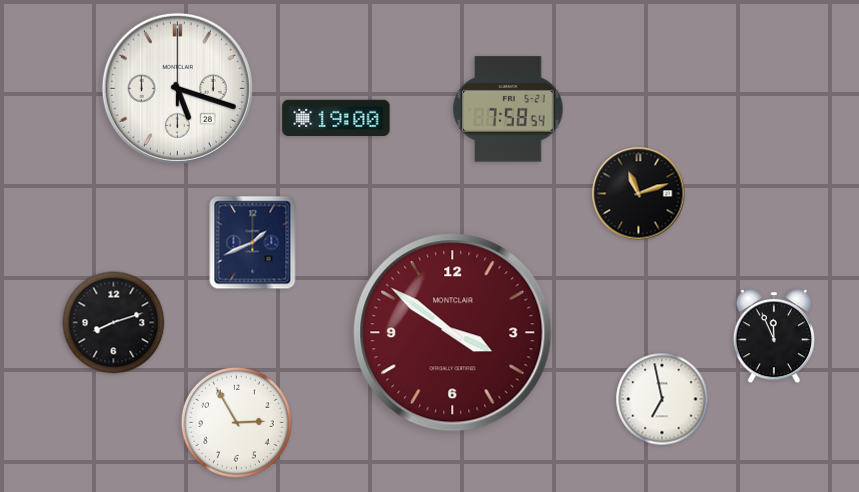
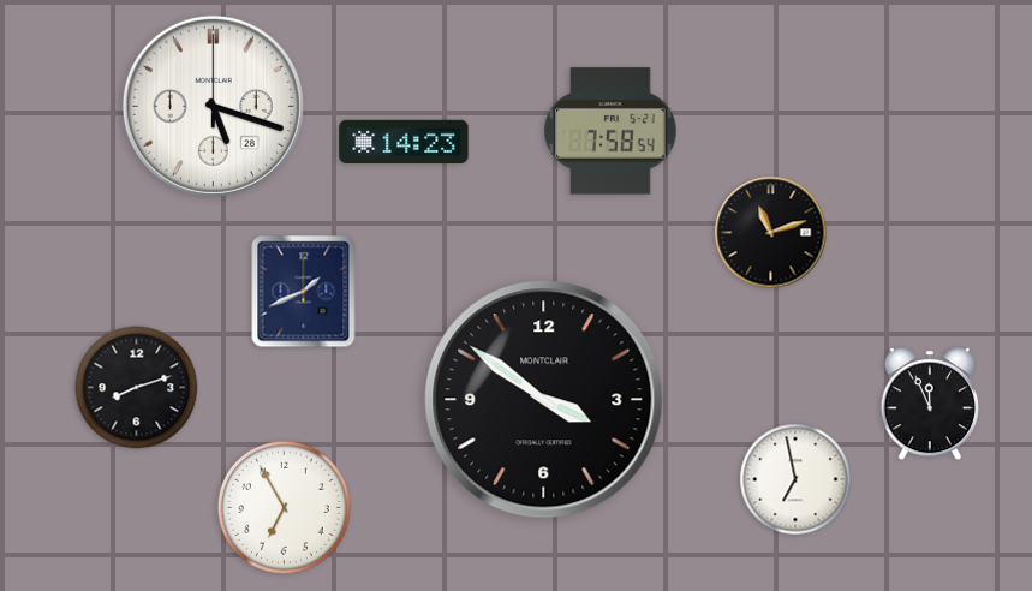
clock at (336, 118): 19:00 -> 14:23
clock at (639, 194) position: (639, 194) -> (771, 233)
clock at (453, 333) dial: burgundy -> black
clock at (236, 422): 2:55 -> 6:55
